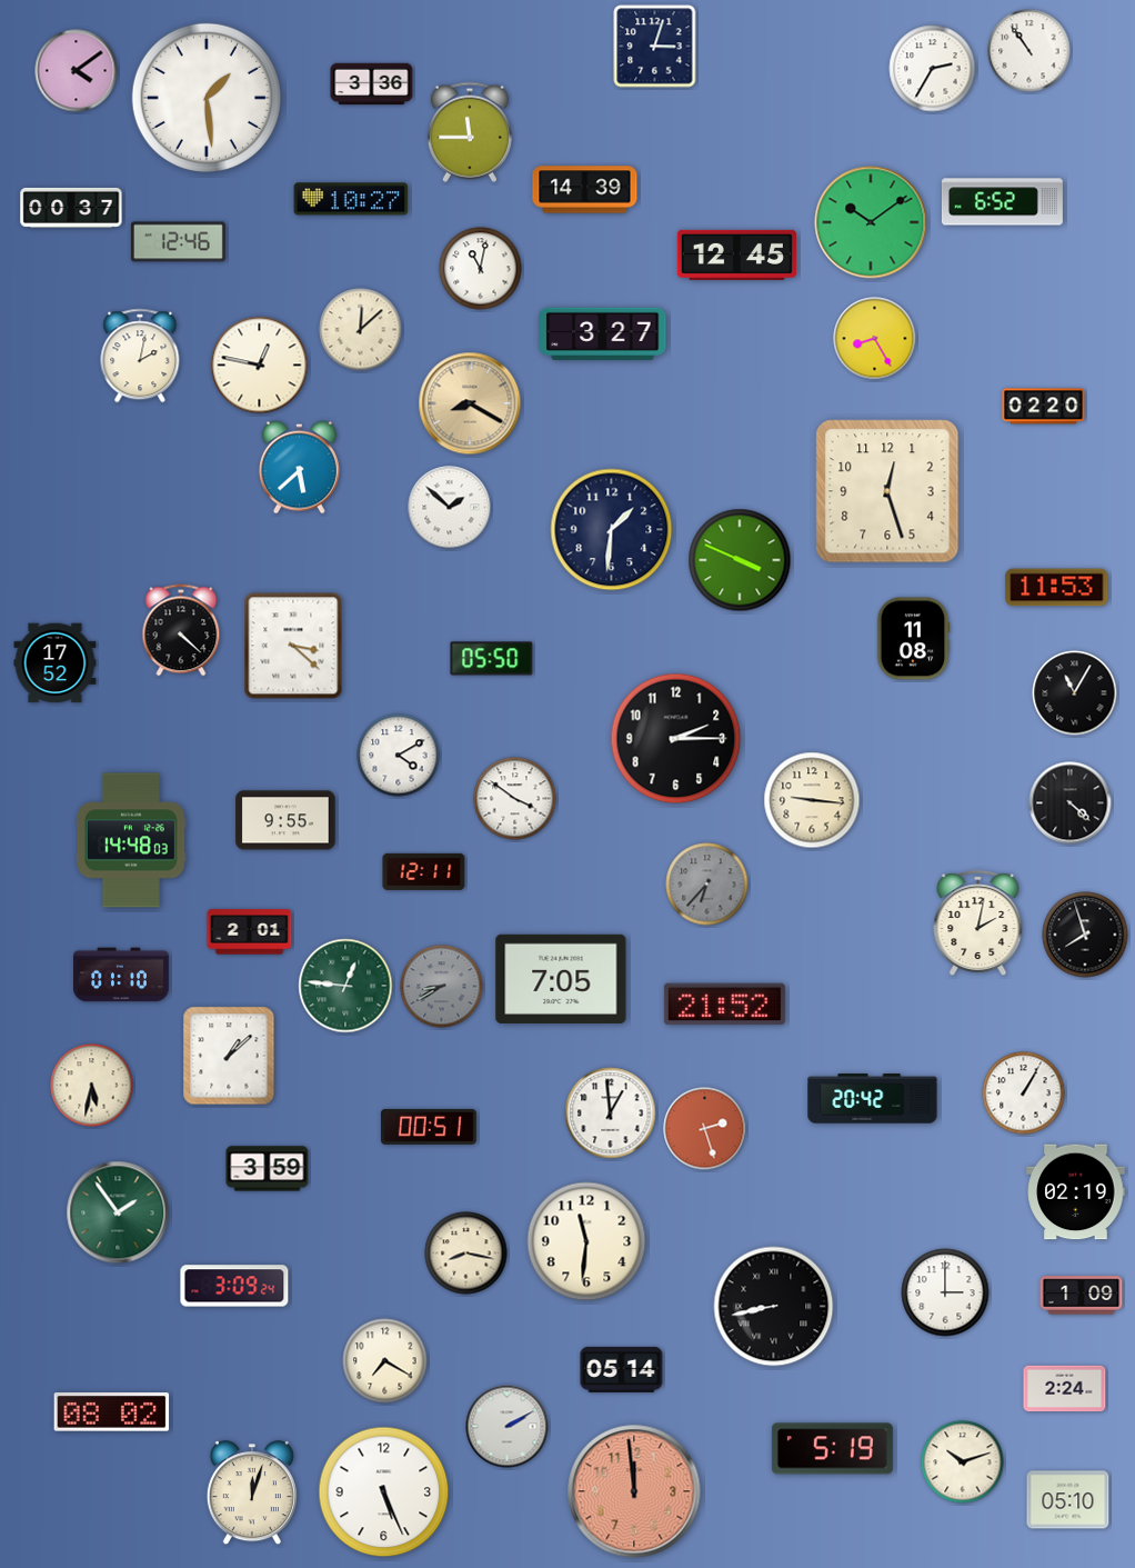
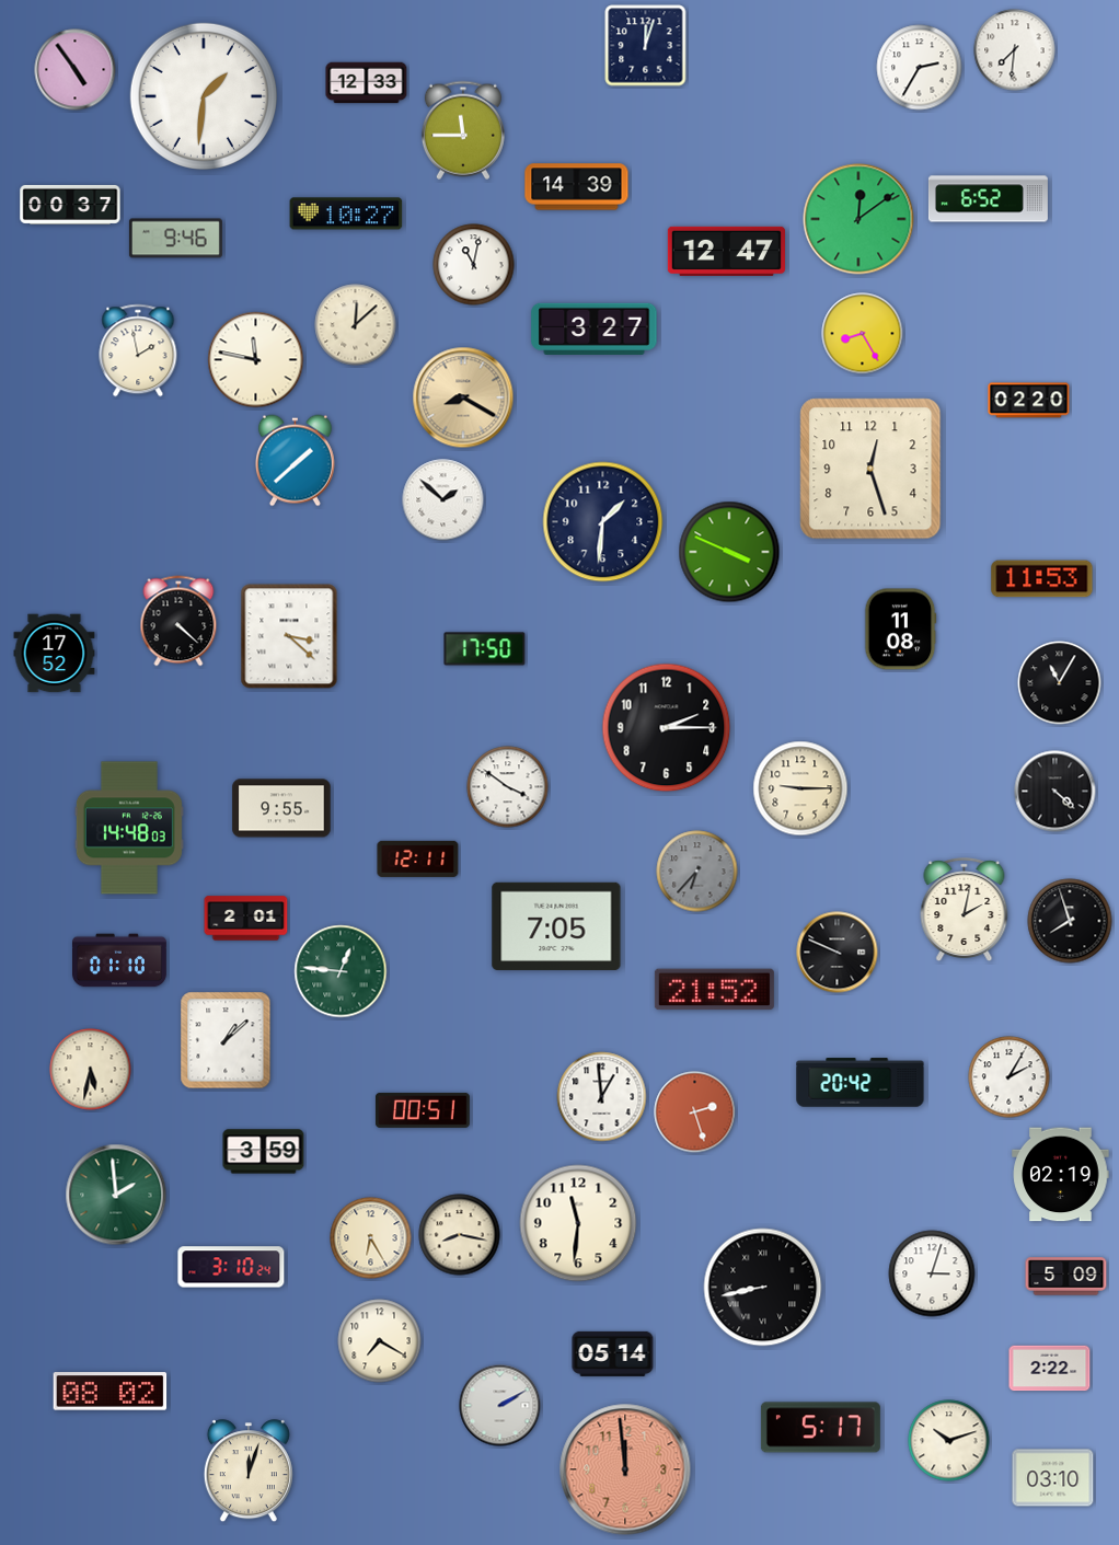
clock at (655, 47): 3:03 -> 12:03
clock at (1029, 51): 10:54 -> 7:31
clock at (77, 71): 4:09 -> 4:54
clock at (372, 84): 3:36 -> 12:33
clock at (207, 98): 1:29 -> 1:31
clock at (351, 199) position: (351, 199) -> (346, 214)
clock at (871, 222): 10:09 -> 12:09
clock at (178, 242): 12:46 -> 9:46
clock at (736, 254): 12:45 -> 12:47
clock at (140, 356): 2:02 -> 1:58
clock at (260, 366): 12:47 -> 11:47
clock at (299, 468): 5:38 -> 1:38
clock at (887, 491) position: (887, 491) -> (870, 469)
clock at (492, 659): 05:50 -> 17:50
clock at (399, 756): 4:10 -> none
clock at (812, 800): 9:16 -> 9:15
clock at (838, 953): none -> 9:49
clock at (561, 979) position: (561, 979) -> (556, 926)
clock at (442, 987): 8:40 -> none
clock at (1024, 1093): 1:05 -> 2:05
clock at (118, 1212): 1:54 -> 1:59
clock at (371, 1238): none -> 6:25
clock at (234, 1286): 3:09 -> 3:10
clock at (945, 1292): 3:00 -> 3:03
clock at (1082, 1296): 1:09 -> 5:09
clock at (622, 1369) position: (622, 1369) -> (613, 1353)
clock at (1065, 1389): 2:24 -> 2:22
clock at (832, 1449): 5:19 -> 5:17
clock at (384, 1492): 5:26 -> none
clock at (1068, 1500): 05:10 -> 03:10
